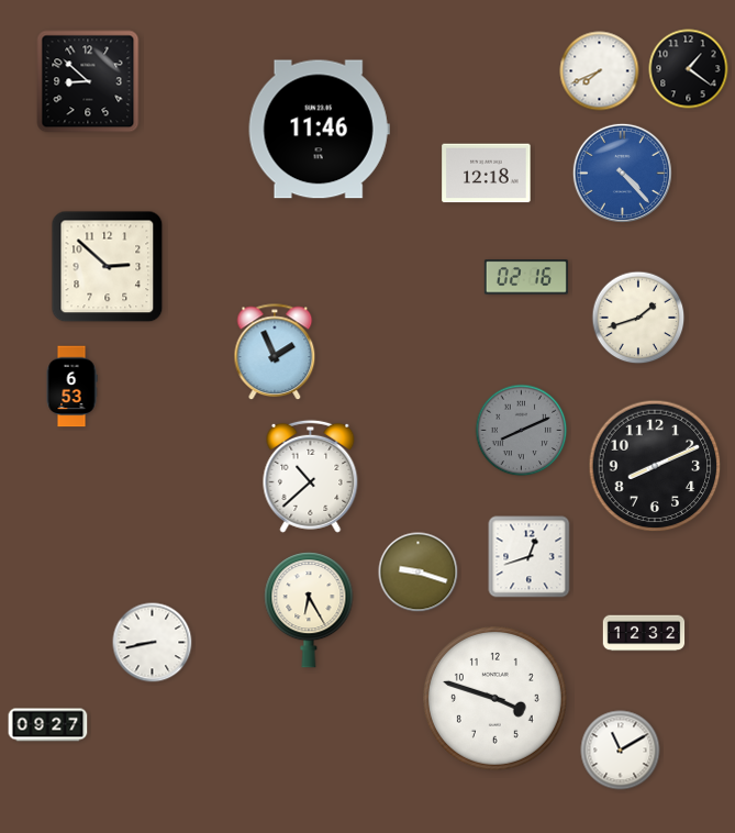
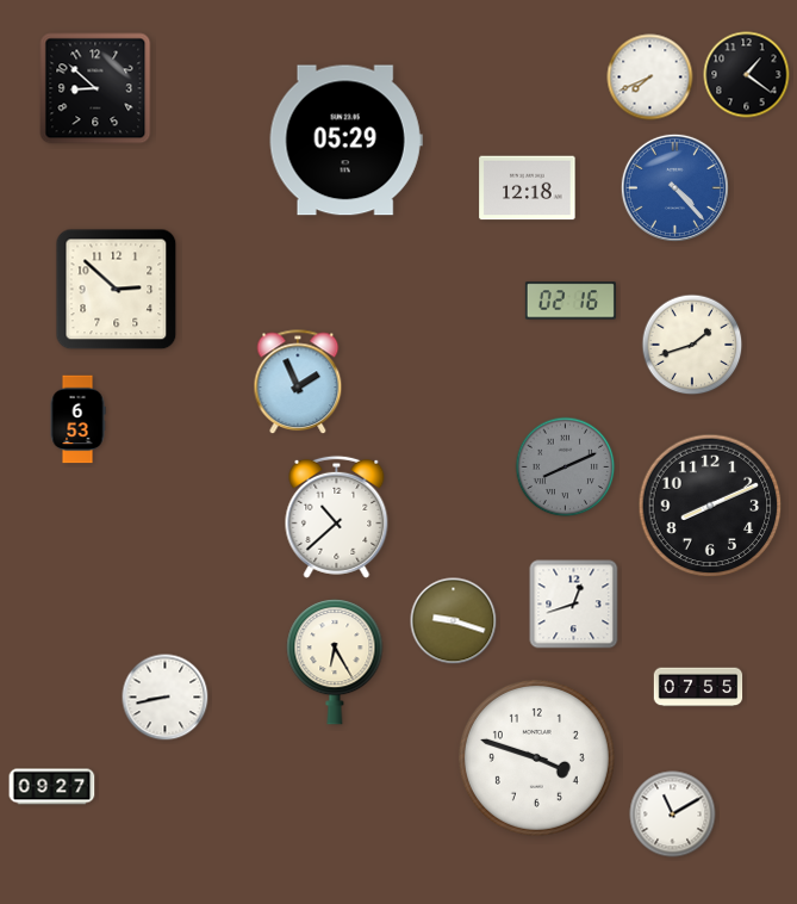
clock at (319, 130): 11:46 -> 05:29
clock at (644, 633): 12:32 -> 07:55
